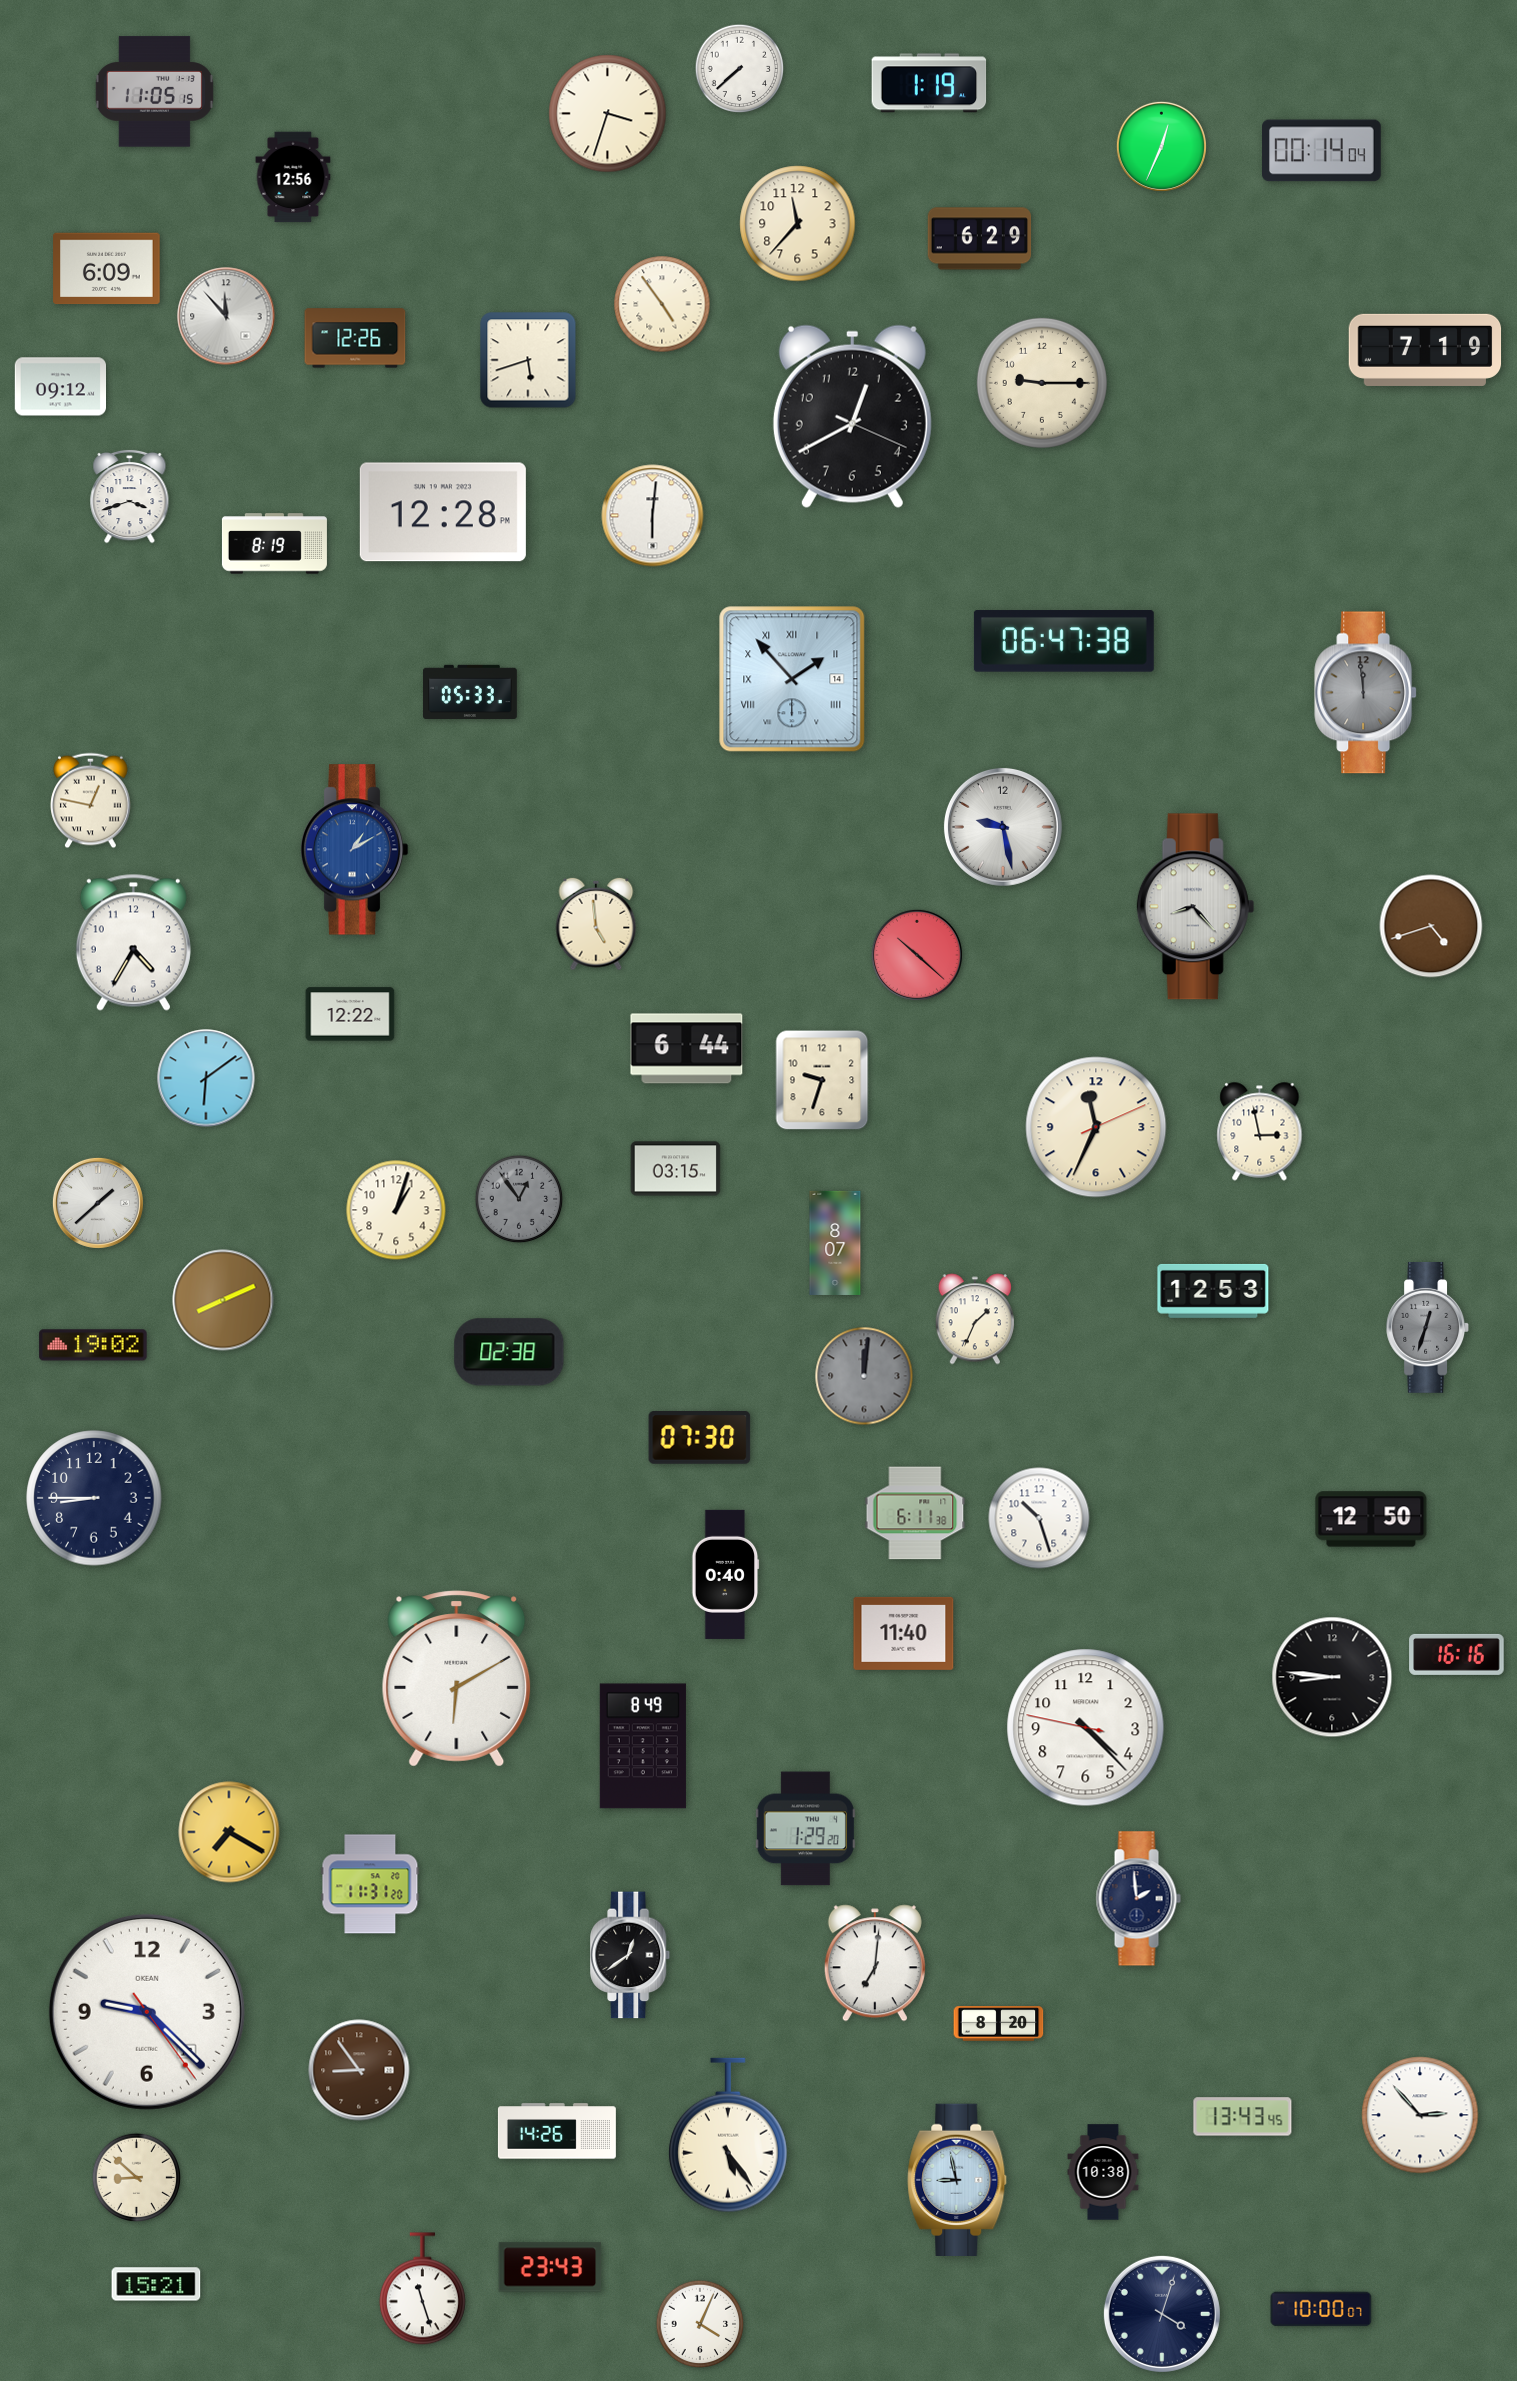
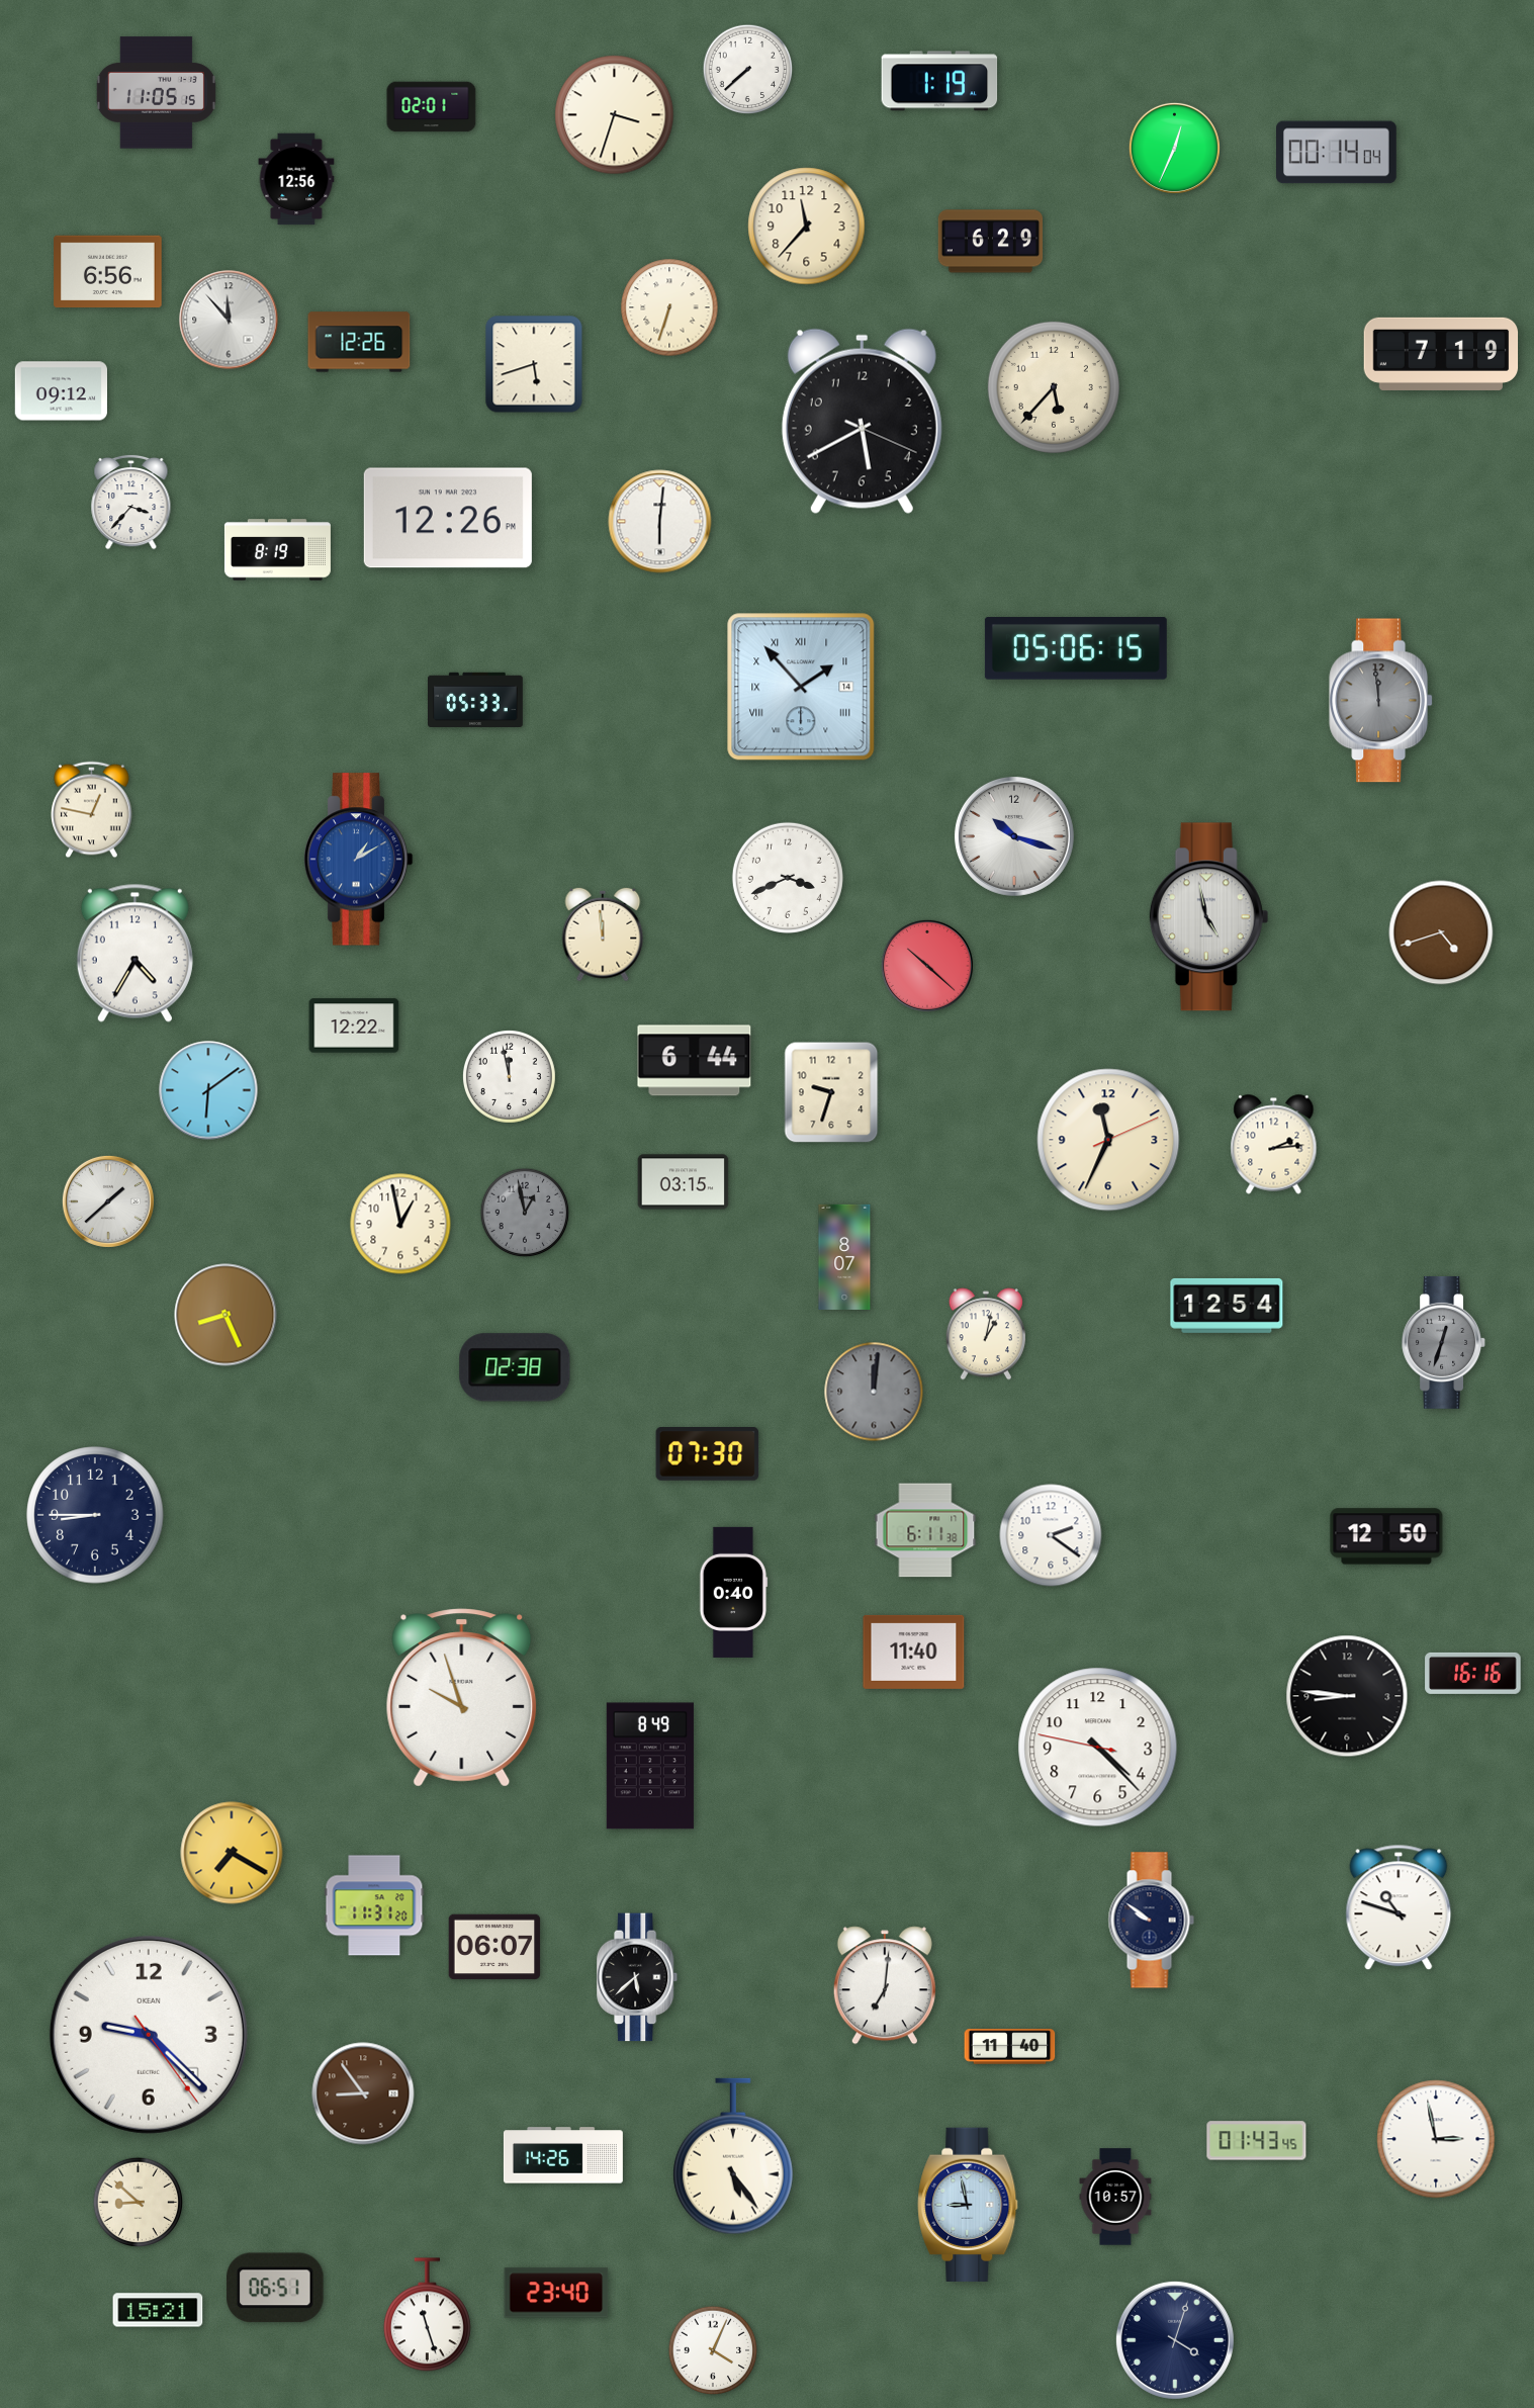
clock at (929, 83) position: (929, 83) -> (939, 81)
clock at (432, 107): none -> 02:01
clock at (107, 269): 6:09 -> 6:56
clock at (662, 304): 4:54 -> 6:33
clock at (1042, 383): 9:15 -> 5:37
clock at (852, 416): 12:40 -> 5:40
clock at (130, 496): 3:42 -> 3:37
clock at (443, 512): 12:28 -> 12:26
clock at (1064, 641): 06:47 -> 05:06
clock at (1003, 827): 9:28 -> 10:18
clock at (788, 878): none -> 3:41
clock at (1196, 907): 8:23 -> 4:58
clock at (596, 924): 4:59 -> 11:59
clock at (1431, 926) position: (1431, 926) -> (1441, 932)
clock at (509, 1076): none -> 11:58
clock at (1260, 1132): 2:58 -> 2:14
clock at (519, 1199): 12:54 -> 12:58
clock at (98, 1203) position: (98, 1203) -> (108, 1201)
clock at (396, 1210): 1:03 -> 12:58
clock at (1213, 1291): 12:53 -> 12:54
clock at (223, 1300): 8:11 -> 8:26
clock at (974, 1319): 1:34 -> 1:02
clock at (93, 1345): 19:02 -> none
clock at (1039, 1518): 10:27 -> 2:21
clock at (457, 1679): 6:10 -> 9:57
clock at (805, 1829): 1:29 -> none
clock at (1398, 1907): none -> 10:48
clock at (1138, 1899): 1:59 -> 9:51
clock at (494, 1947): none -> 06:07
clock at (631, 1955): 12:39 -> 5:38
clock at (999, 2024): 8:20 -> 11:40
clock at (1420, 2115): 2:53 -> 2:58
clock at (1243, 2117): 13:43 -> 01:43
clock at (728, 2135) position: (728, 2135) -> (733, 2156)
clock at (1103, 2172): 10:38 -> 10:57
clock at (275, 2288): none -> 06:51
clock at (550, 2267): 23:43 -> 23:40
clock at (1321, 2309): 10:00 -> none
clock at (700, 2324) position: (700, 2324) -> (713, 2350)
